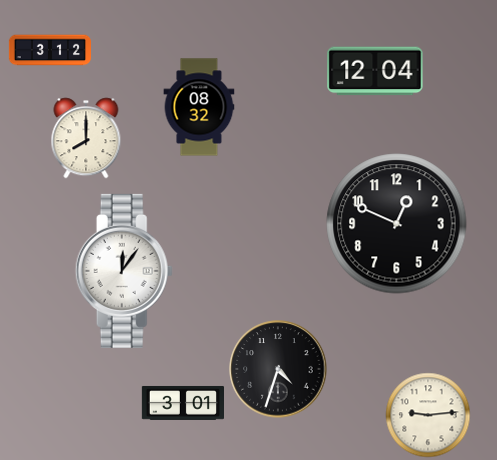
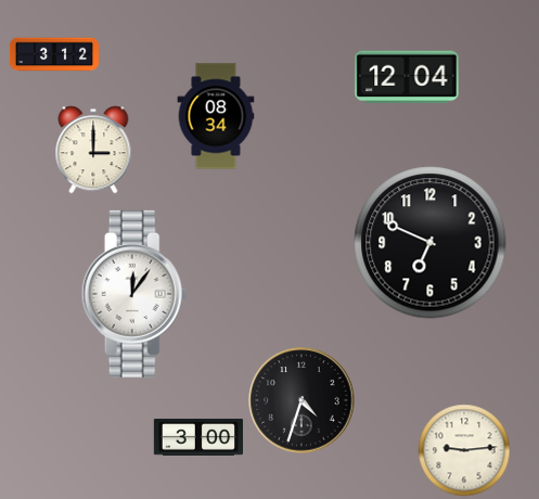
clock at (199, 107): 08:32 -> 08:34
clock at (86, 138): 8:00 -> 3:00
clock at (397, 224): 12:49 -> 6:49
clock at (182, 403): 3:01 -> 3:00
